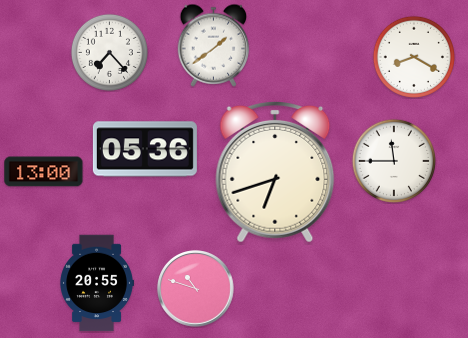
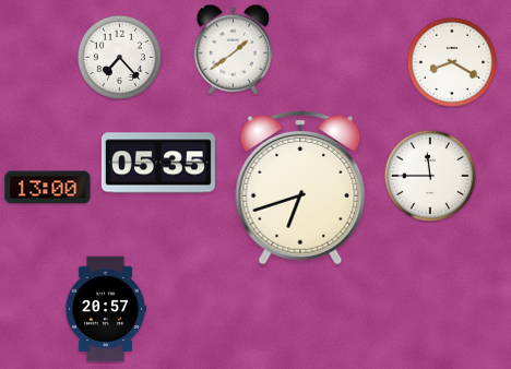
clock at (145, 149): 05:36 -> 05:35
clock at (97, 283): 20:55 -> 20:57
clock at (196, 289): 10:48 -> none
